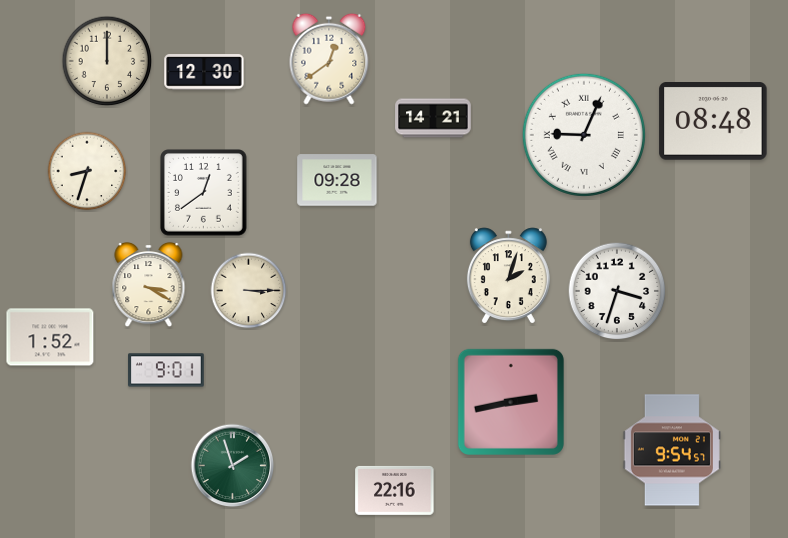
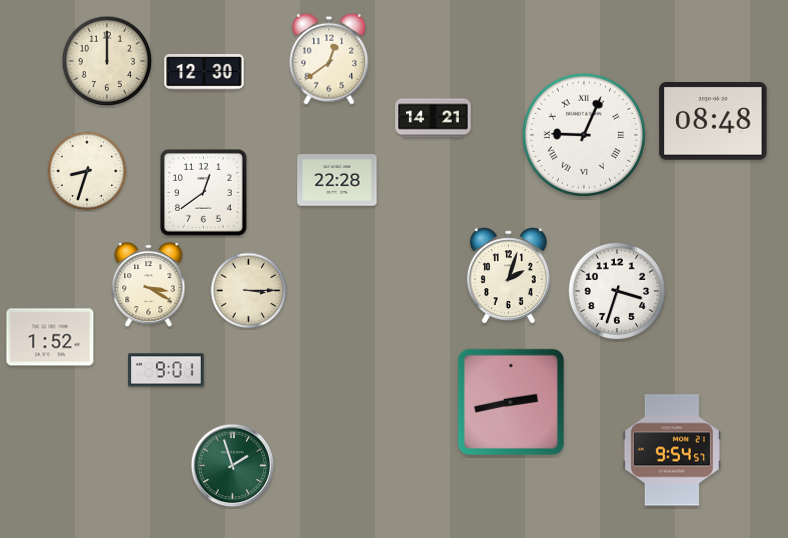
clock at (337, 180): 09:28 -> 22:28
clock at (395, 490): 22:16 -> none
